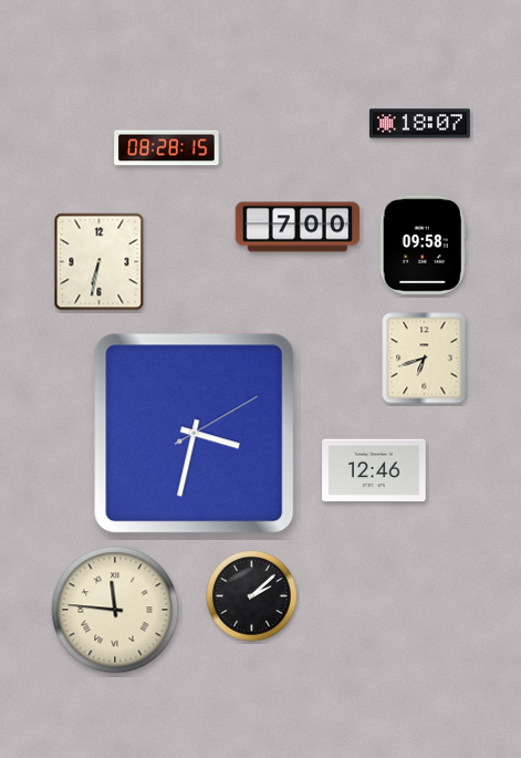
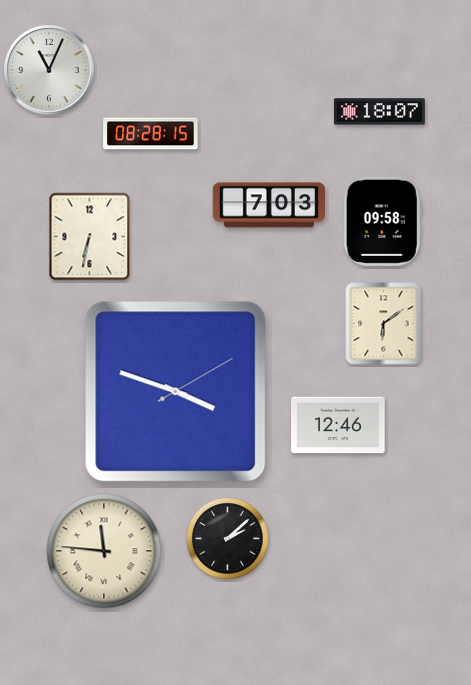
clock at (49, 70): none -> 11:04
clock at (296, 227): 7:00 -> 7:03
clock at (425, 359): 6:42 -> 6:09
clock at (195, 434): 3:32 -> 3:48
